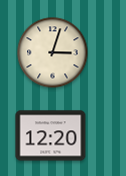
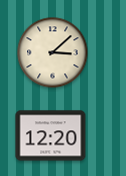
clock at (53, 53): 3:03 -> 3:08
